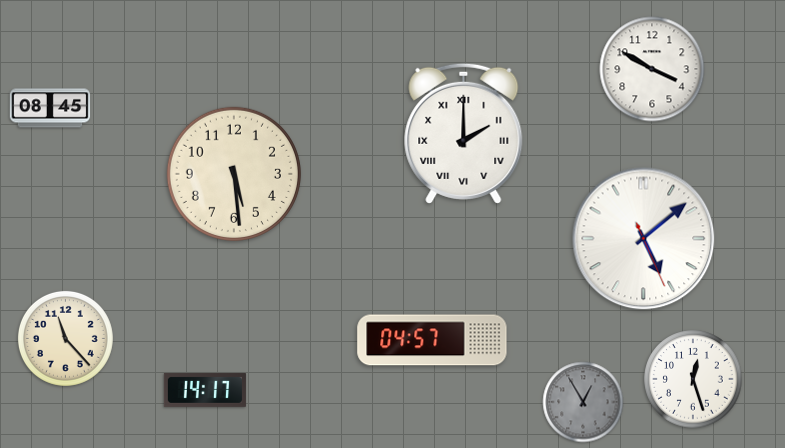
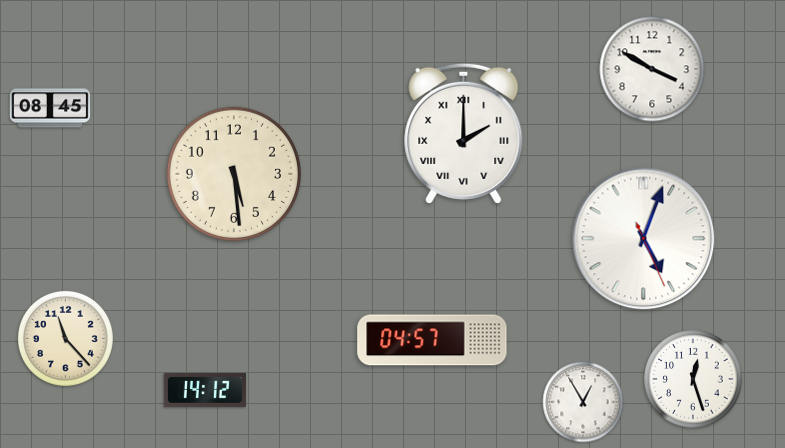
clock at (644, 239): 5:08 -> 5:03
clock at (205, 390): 14:17 -> 14:12
clock at (583, 402) dial: grey -> white
